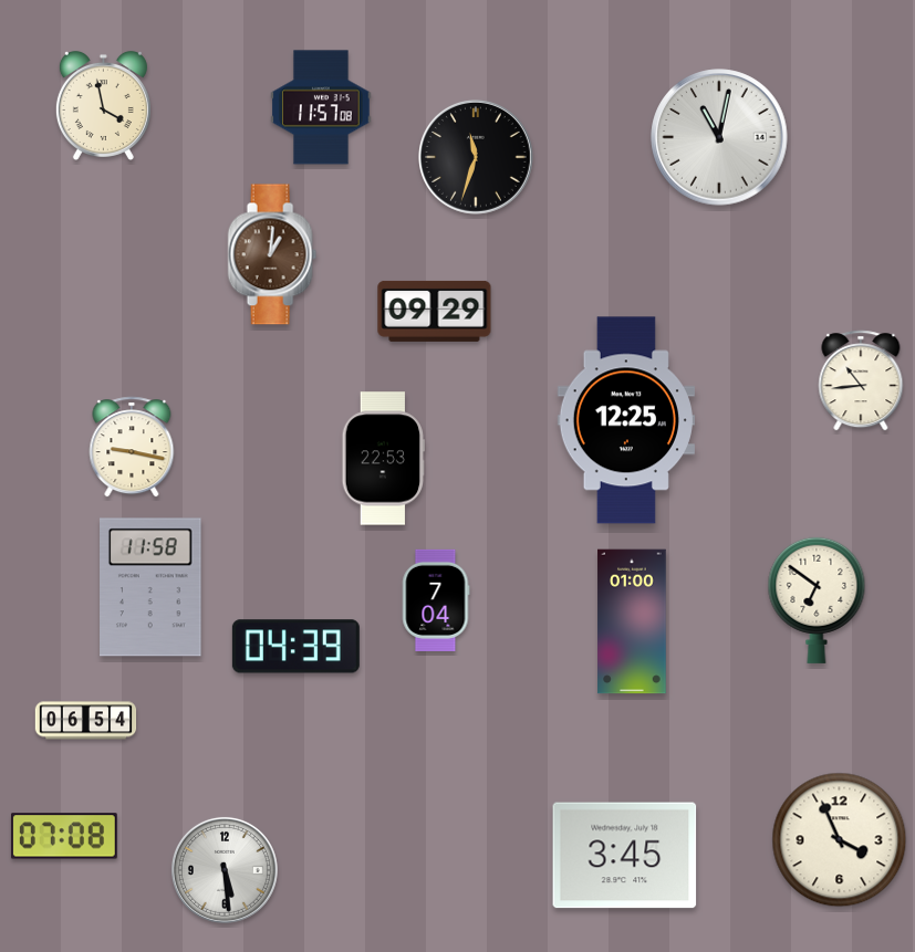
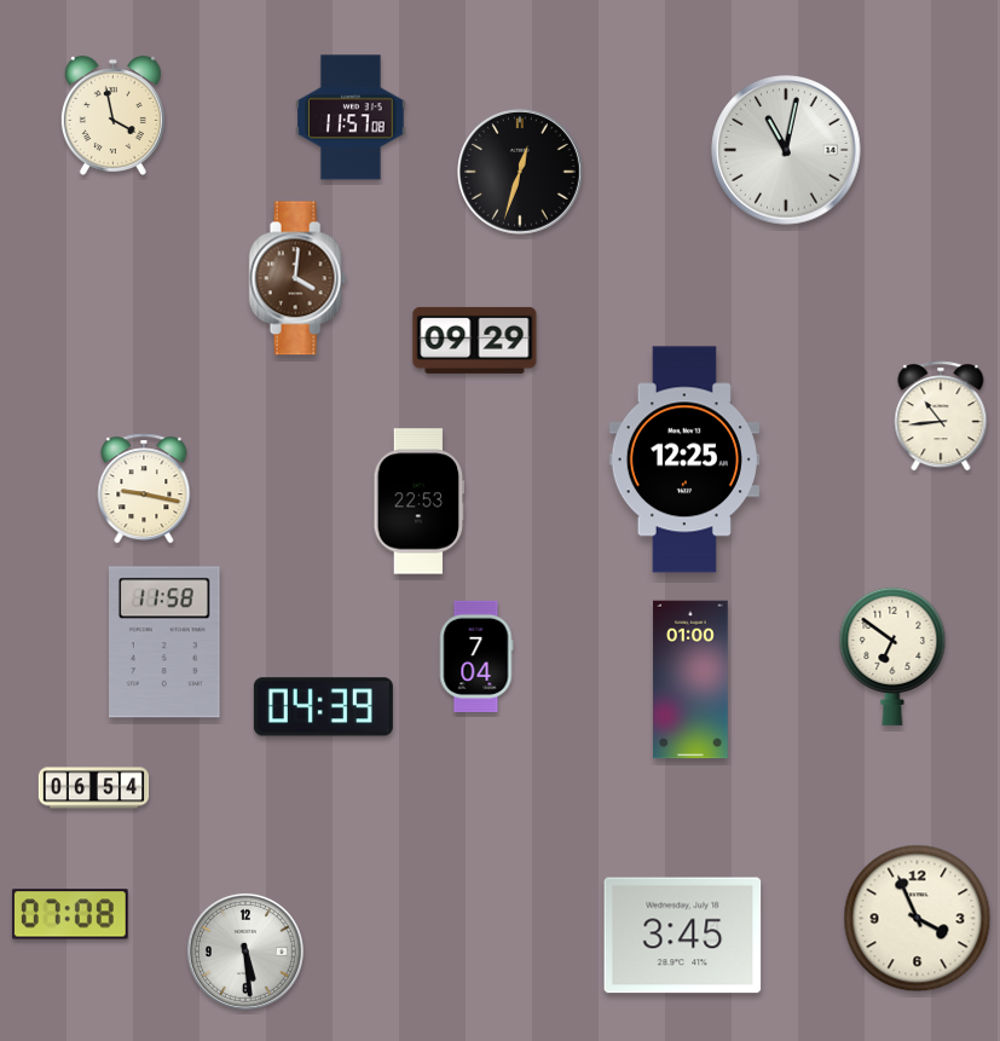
clock at (476, 157): 11:33 -> 12:33
clock at (272, 254): 1:01 -> 4:01
